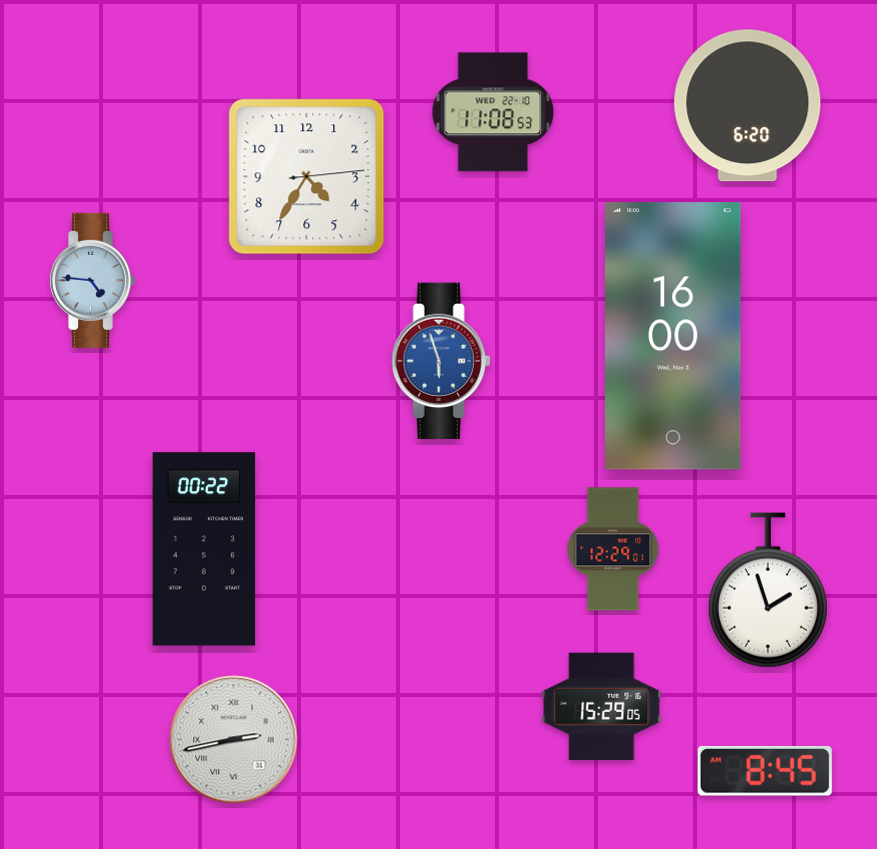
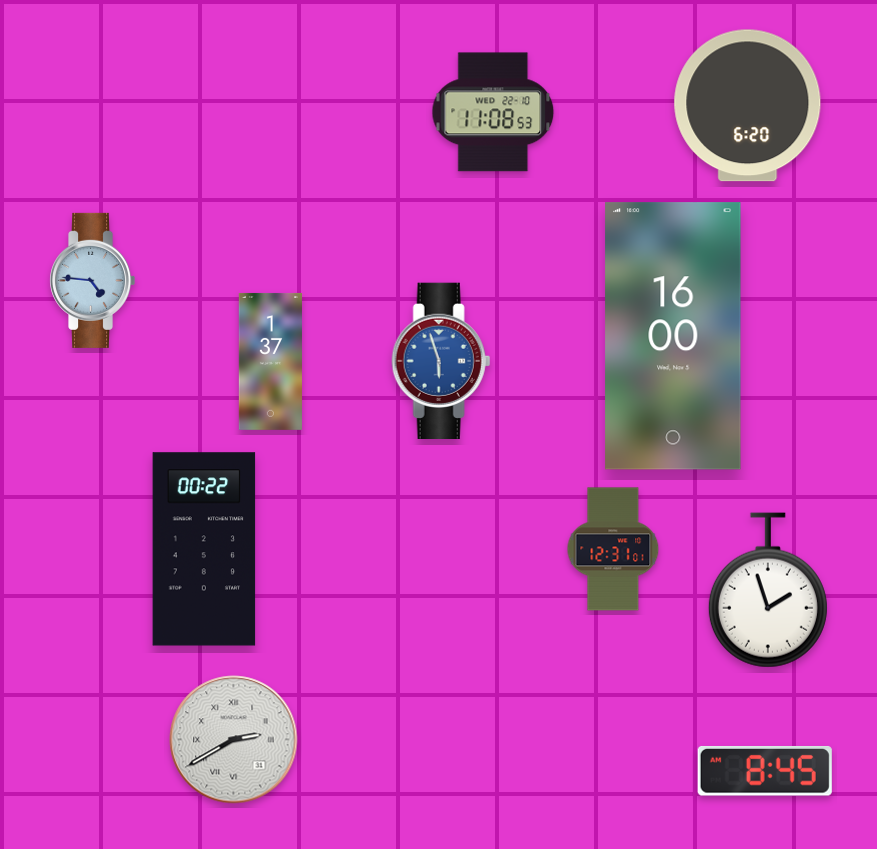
clock at (307, 177): 4:35 -> none
clock at (270, 361): none -> 1:37
clock at (613, 549): 12:29 -> 12:31
clock at (602, 707): 15:29 -> none
clock at (234, 740): 2:43 -> 2:40
